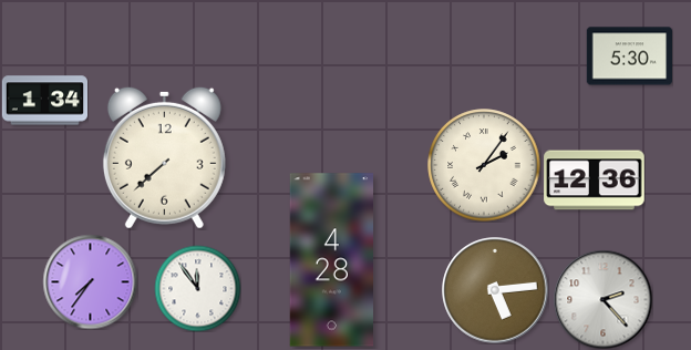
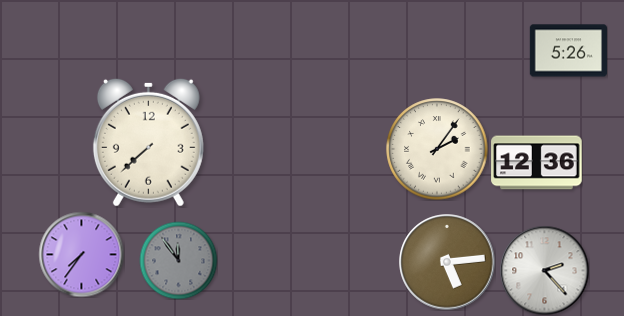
clock at (629, 56): 5:30 -> 5:26
clock at (44, 101): 1:34 -> none
clock at (331, 260): 4:28 -> none
clock at (197, 288) dial: white -> grey
